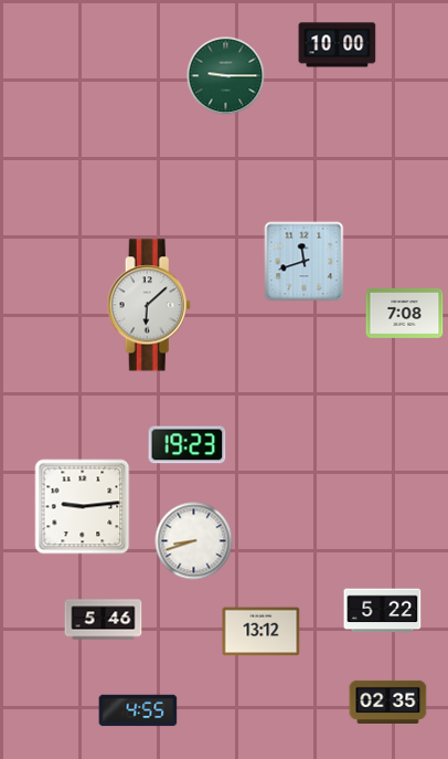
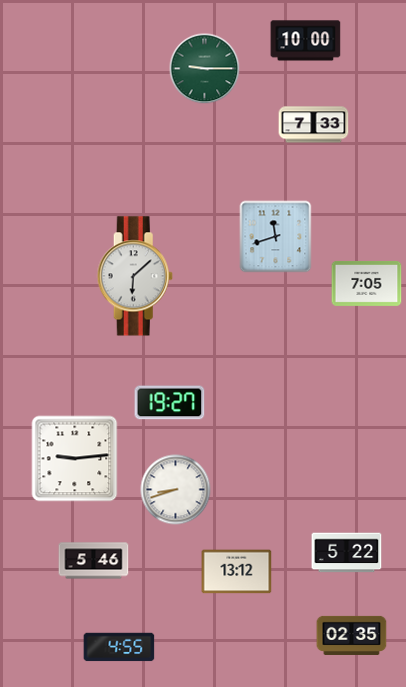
clock at (314, 125): none -> 7:33
clock at (405, 313): 7:08 -> 7:05
clock at (188, 445): 19:23 -> 19:27
clock at (138, 710) position: (138, 710) -> (119, 647)
